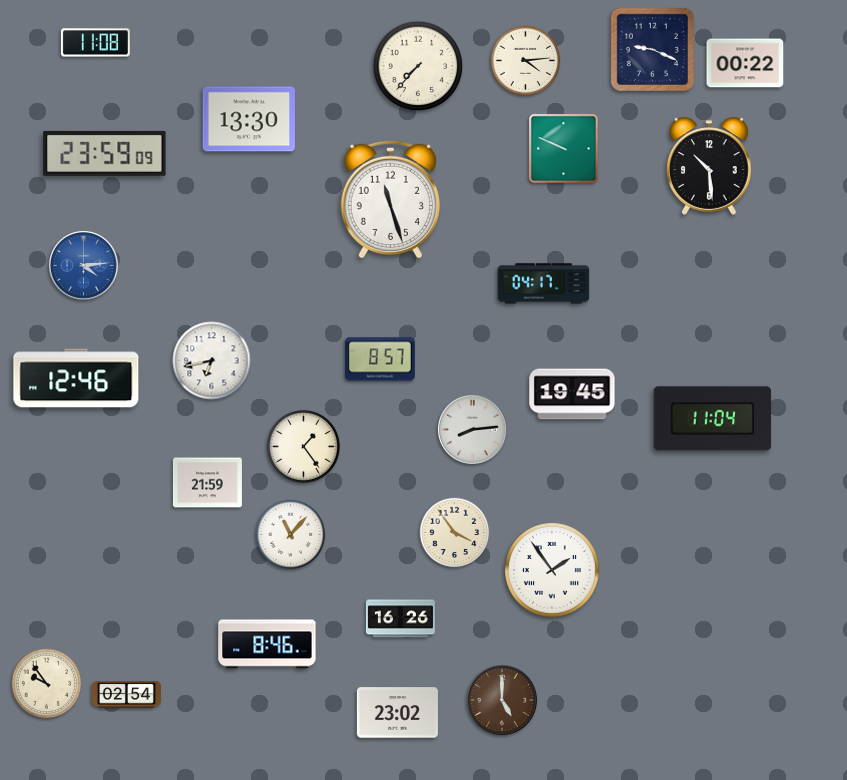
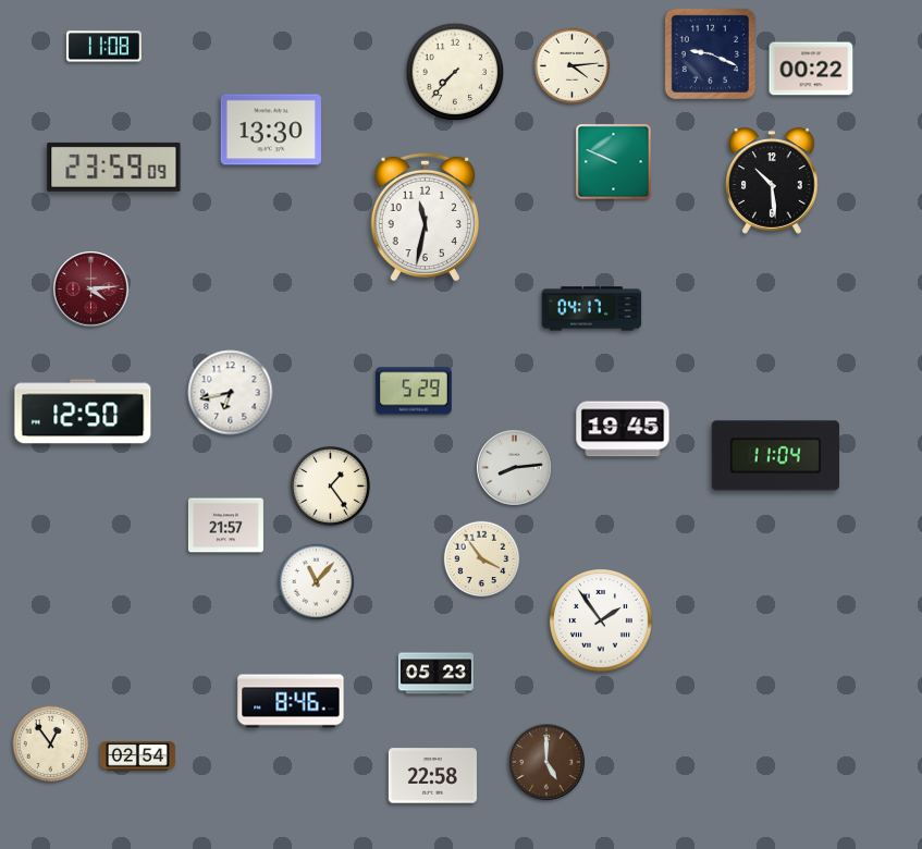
clock at (390, 199): 11:27 -> 11:32
clock at (84, 266) dial: blue -> burgundy
clock at (381, 359): 8:57 -> 5:29
clock at (76, 378): 12:46 -> 12:50
clock at (207, 483): 21:59 -> 21:57
clock at (455, 533) position: (455, 533) -> (482, 559)
clock at (400, 619): 16:26 -> 05:23
clock at (47, 684): 9:54 -> 12:54
clock at (397, 713): 23:02 -> 22:58
